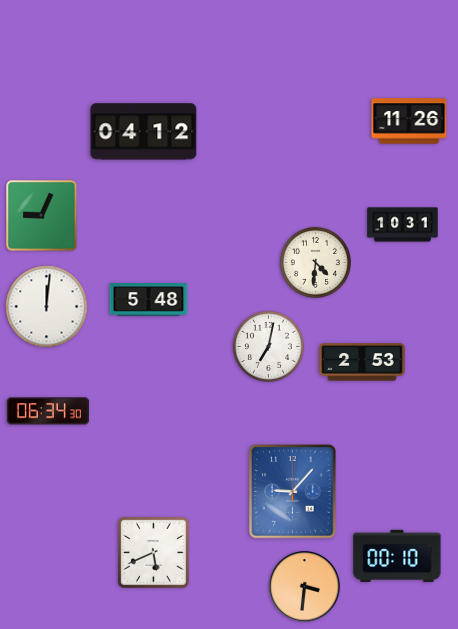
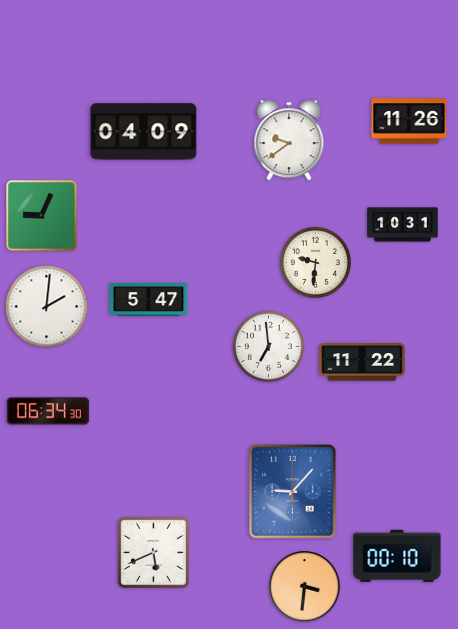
clock at (144, 132): 04:12 -> 04:09
clock at (289, 140): none -> 9:39
clock at (315, 262): 4:31 -> 9:31
clock at (149, 300): 5:48 -> 5:47
clock at (47, 307): 12:01 -> 2:01
clock at (268, 346): 7:02 -> 6:59
clock at (362, 362): 2:53 -> 11:22
